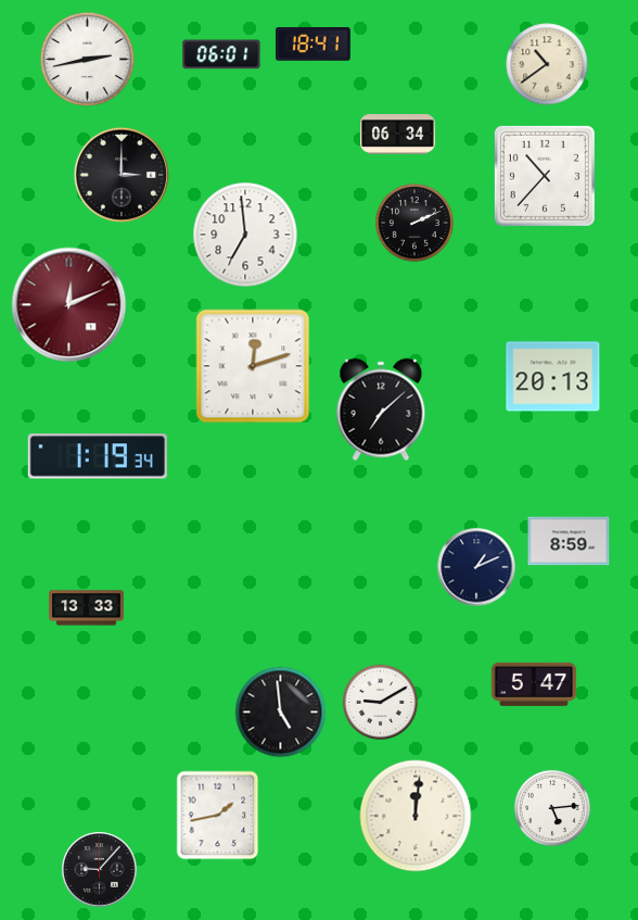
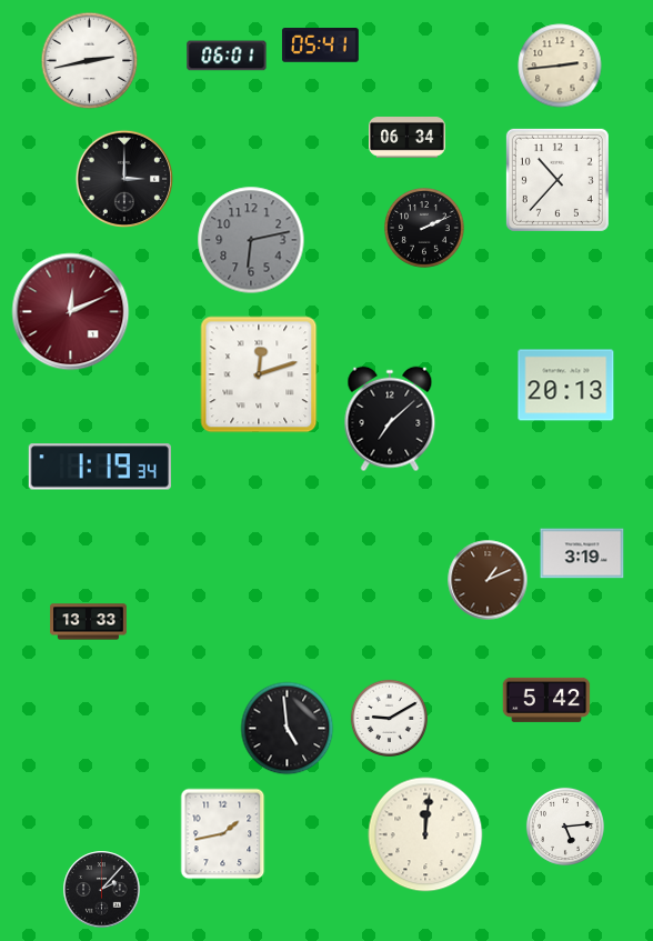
clock at (312, 45): 18:41 -> 05:41
clock at (547, 64): 10:39 -> 2:44
clock at (245, 235): 6:59 -> 6:13
clock at (245, 235) dial: white -> grey
clock at (569, 541): 8:59 -> 3:19
clock at (476, 567) dial: navy -> brown
clock at (534, 684): 5:47 -> 5:42
clock at (100, 870): 9:07 -> 2:07
